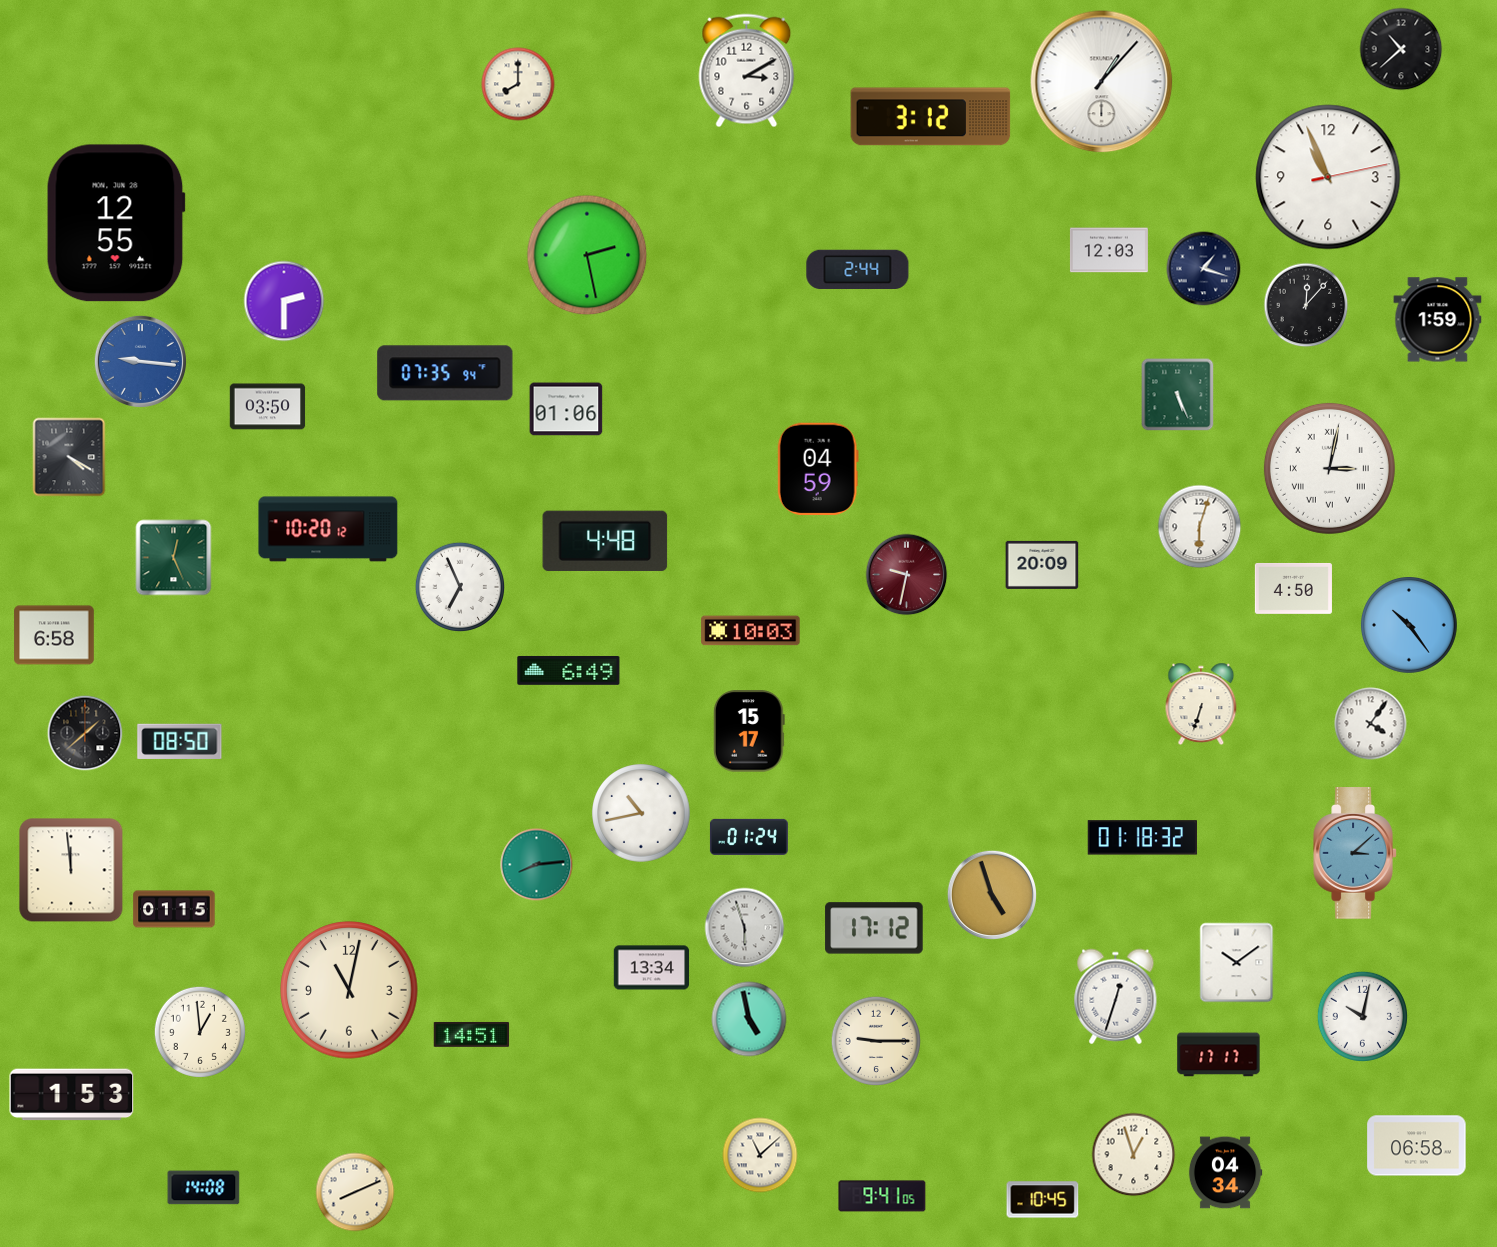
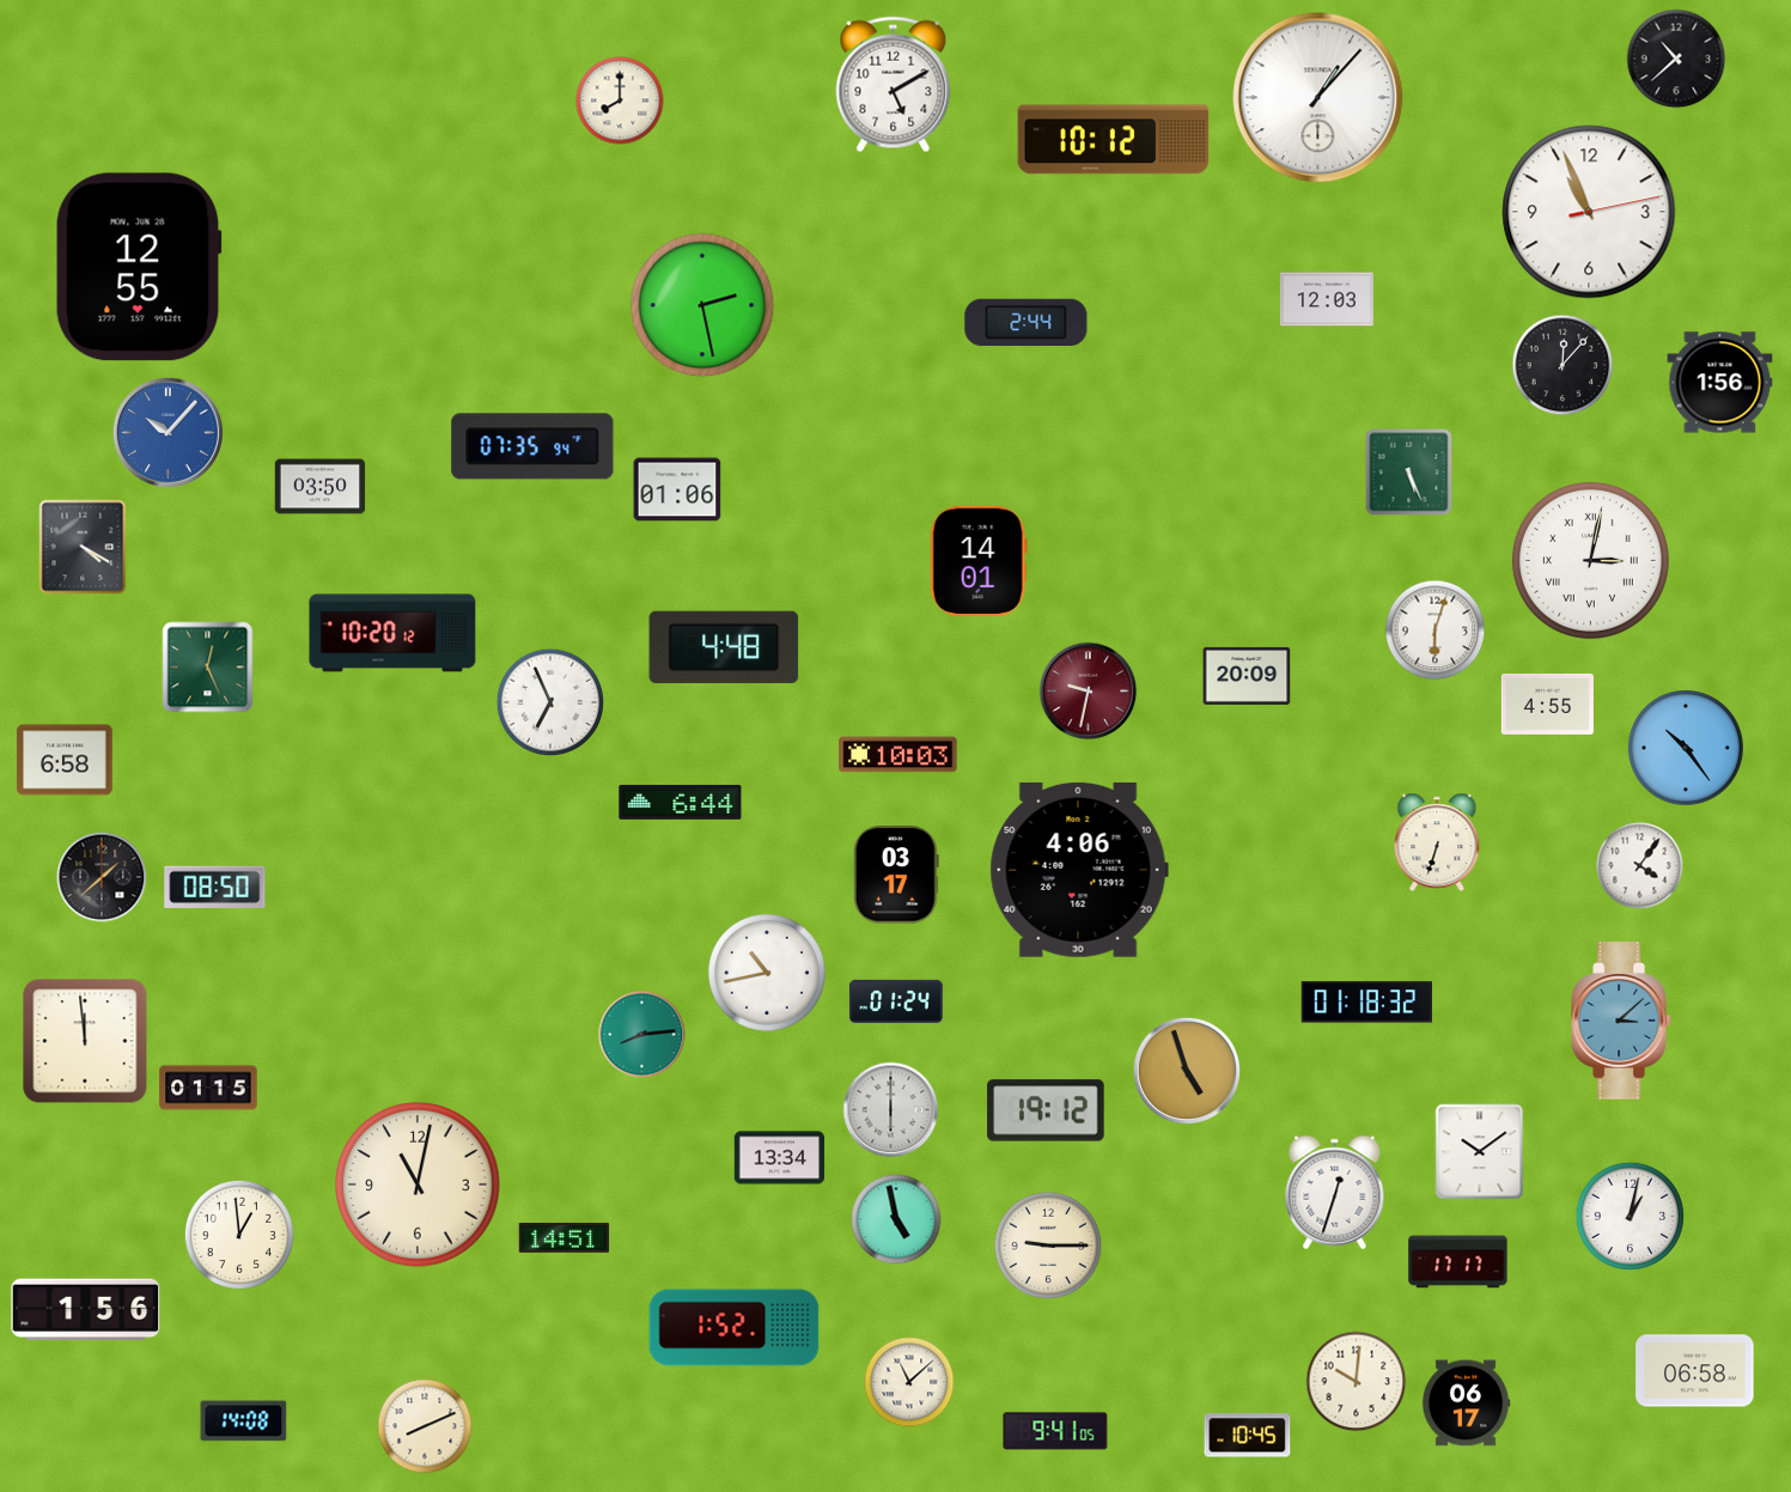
clock at (747, 71): 3:10 -> 5:10
clock at (931, 117): 3:12 -> 10:12
clock at (1204, 269): 1:18 -> none
clock at (284, 301): 2:30 -> none
clock at (1438, 320): 1:59 -> 1:56
clock at (140, 361): 9:16 -> 10:07
clock at (818, 468): 04:59 -> 14:01
clock at (907, 575) position: (907, 575) -> (1089, 692)
clock at (1293, 588): 4:50 -> 4:55
clock at (569, 670): 6:49 -> 6:44
clock at (1079, 870): none -> 4:06
clock at (749, 731): 15:17 -> 03:17
clock at (745, 928): 5:57 -> 6:00
clock at (874, 928): 17:12 -> 19:12
clock at (1362, 1016): 10:02 -> 1:02
clock at (72, 1095): 1:53 -> 1:56
clock at (735, 1328): none -> 1:52
clock at (1134, 1155): 12:57 -> 10:01
clock at (1225, 1173): 04:34 -> 06:17
